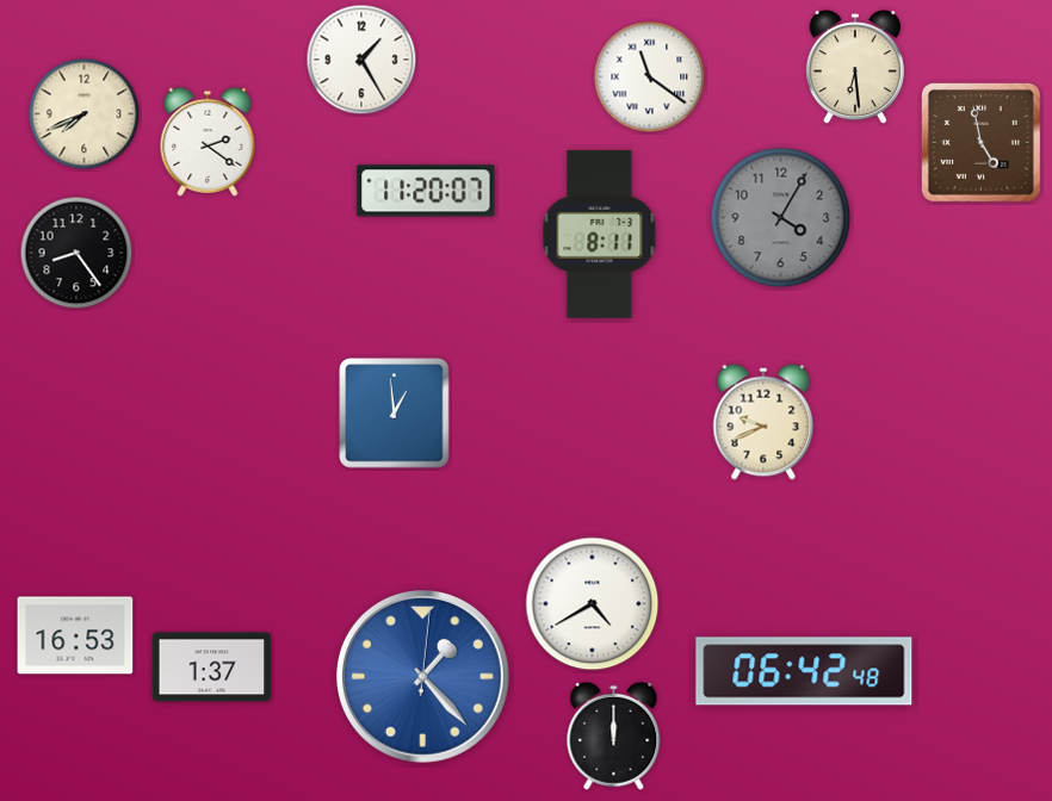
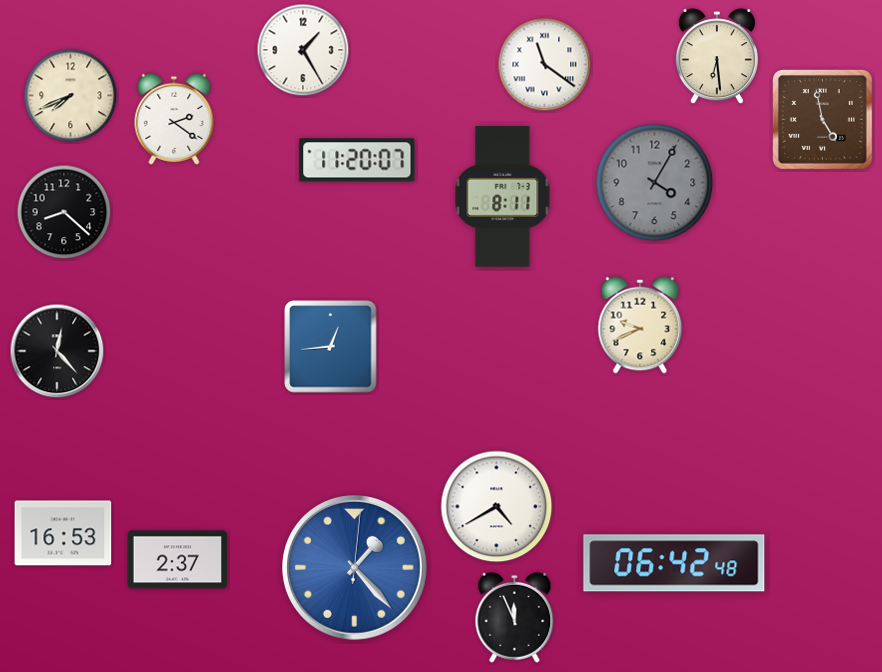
clock at (76, 253): 8:24 -> 8:22
clock at (395, 414): 12:59 -> 12:44
clock at (57, 351): none -> 12:23
clock at (763, 422) position: (763, 422) -> (640, 325)
clock at (212, 667): 1:37 -> 2:37
clock at (614, 735): 12:00 -> 11:56
